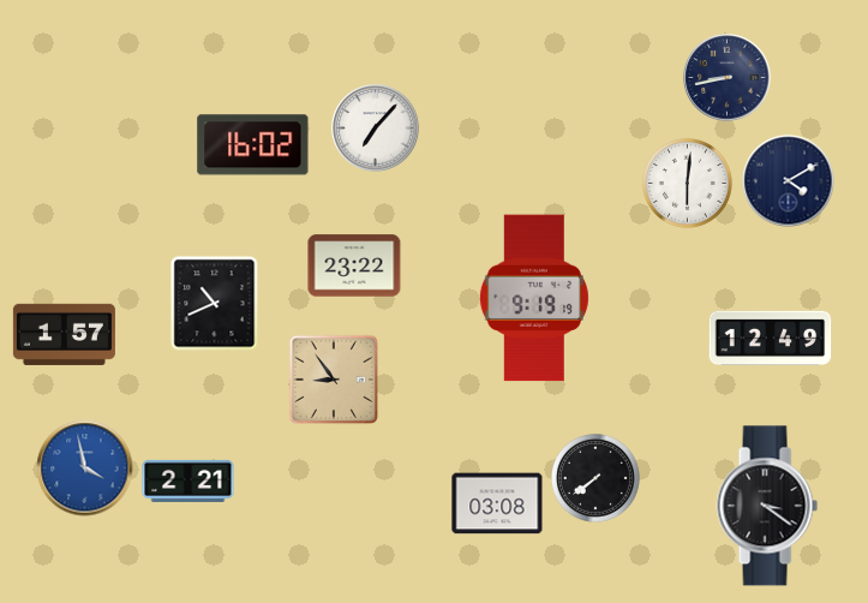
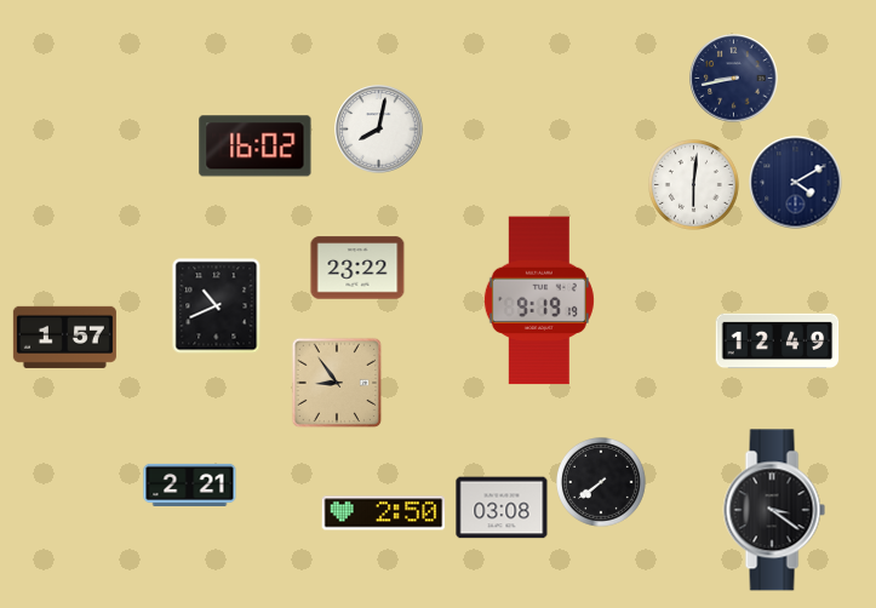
clock at (376, 129): 7:07 -> 8:02
clock at (85, 468): 3:58 -> none
clock at (384, 514): none -> 2:50
